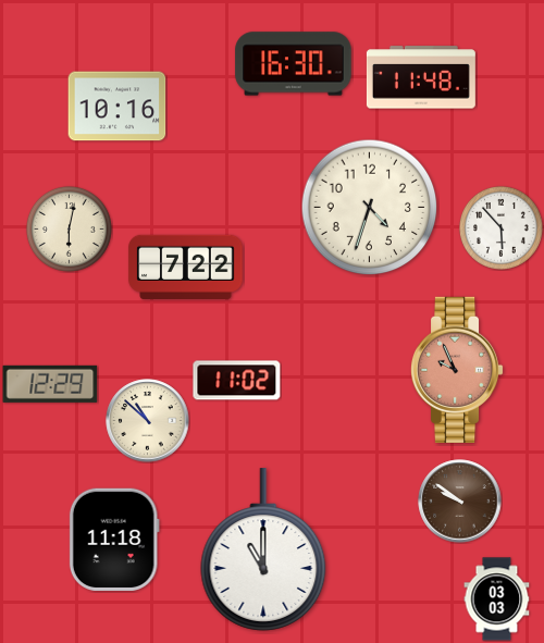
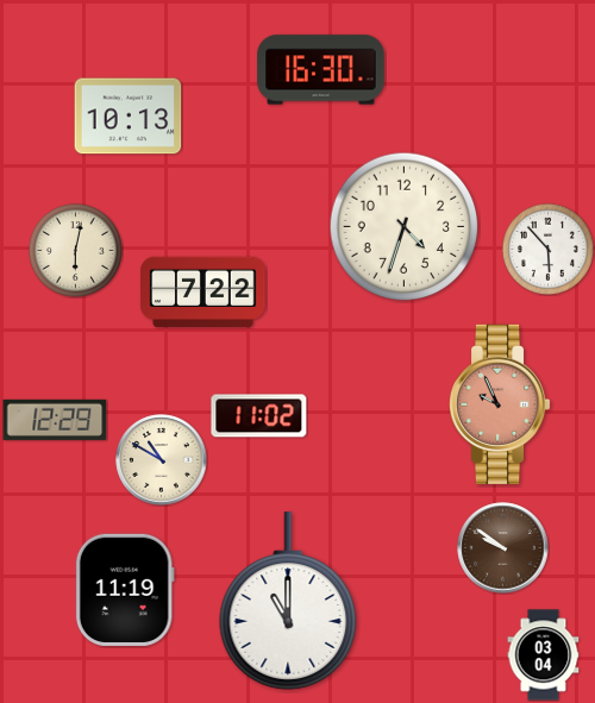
clock at (421, 77): 11:48 -> none
clock at (118, 107): 10:16 -> 10:13
clock at (148, 421): 10:52 -> 10:50
clock at (114, 540): 11:18 -> 11:19
clock at (497, 599): 03:03 -> 03:04
